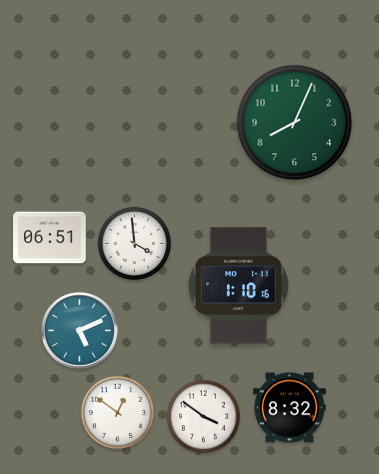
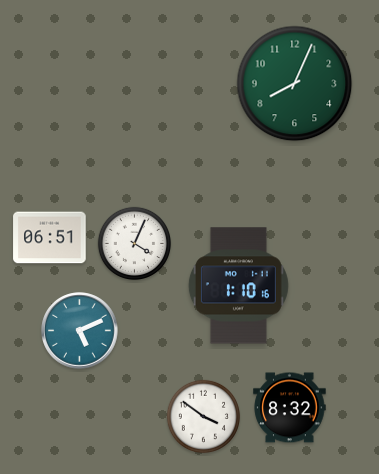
clock at (295, 123) position: (295, 123) -> (295, 84)
clock at (135, 244): 3:59 -> 4:04
clock at (118, 413): 12:51 -> none
